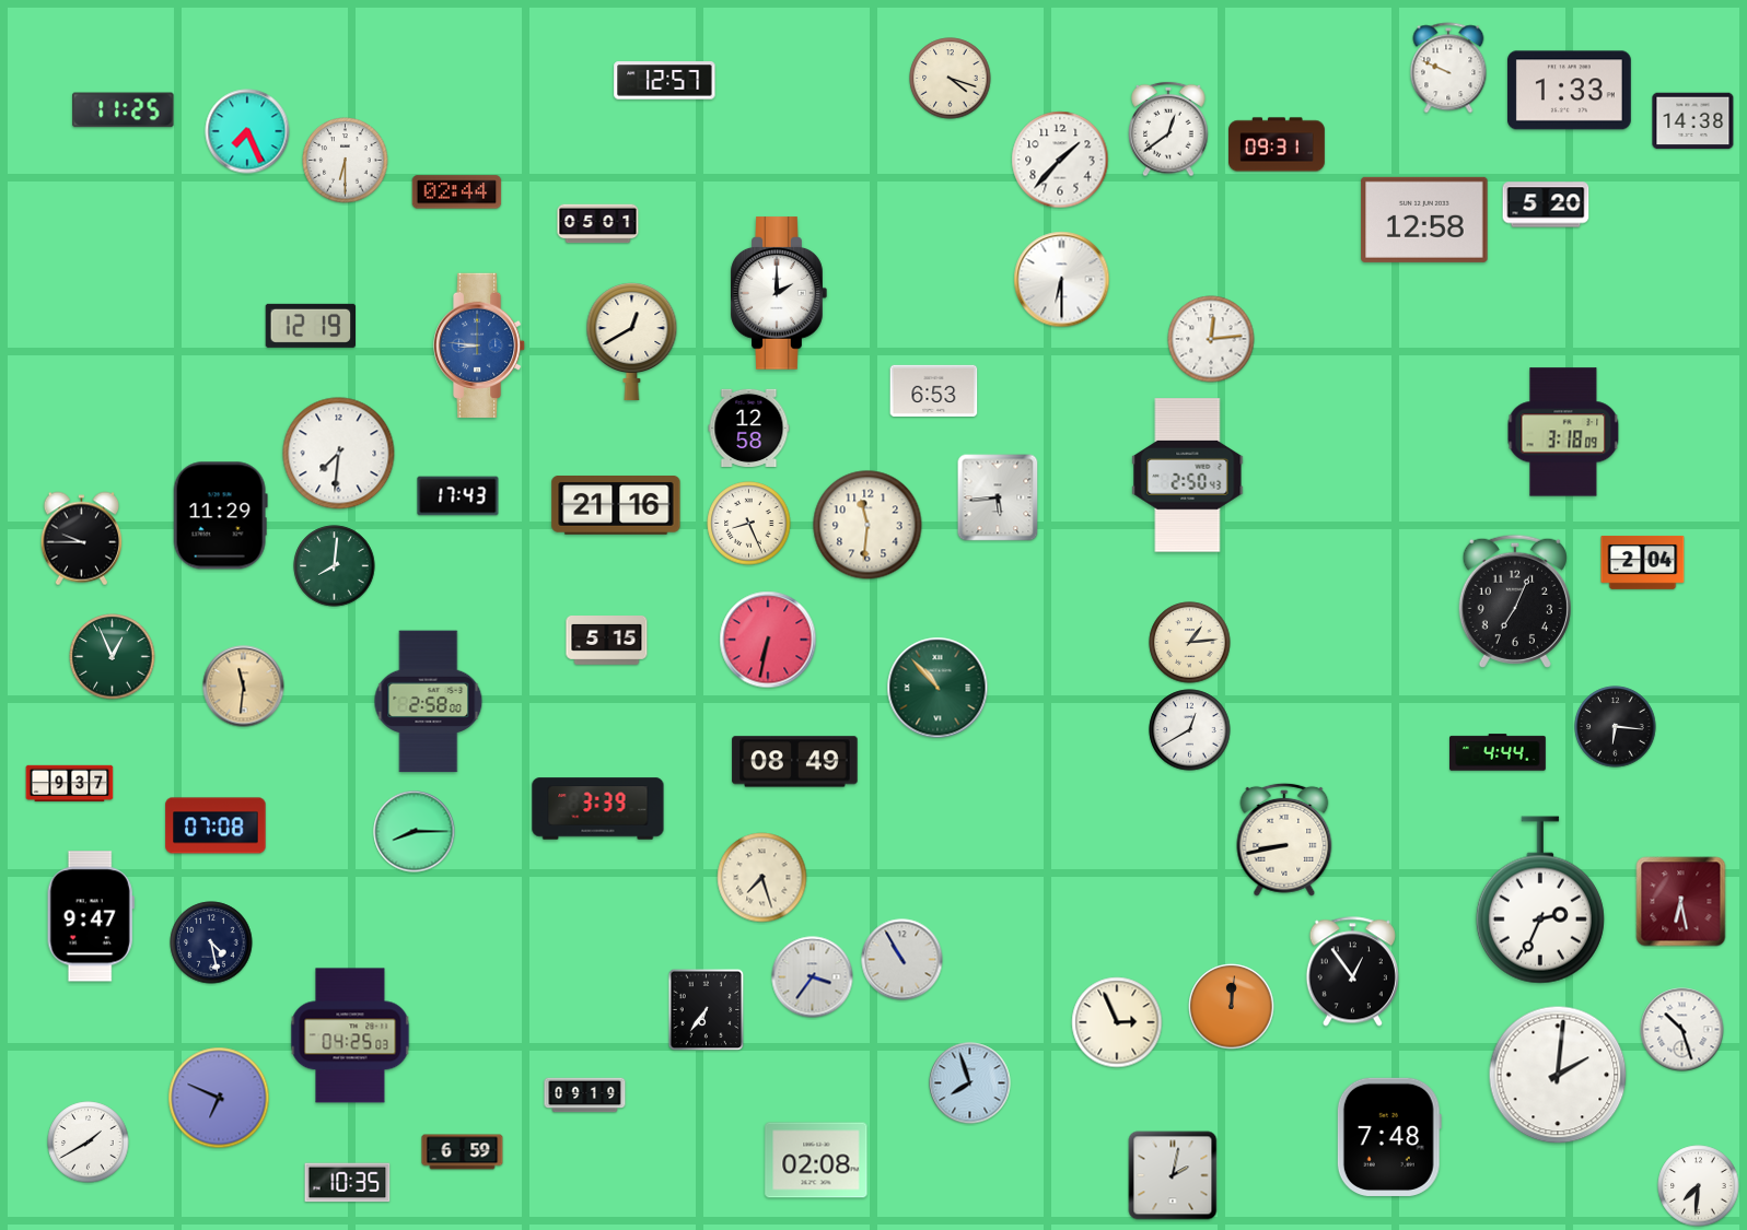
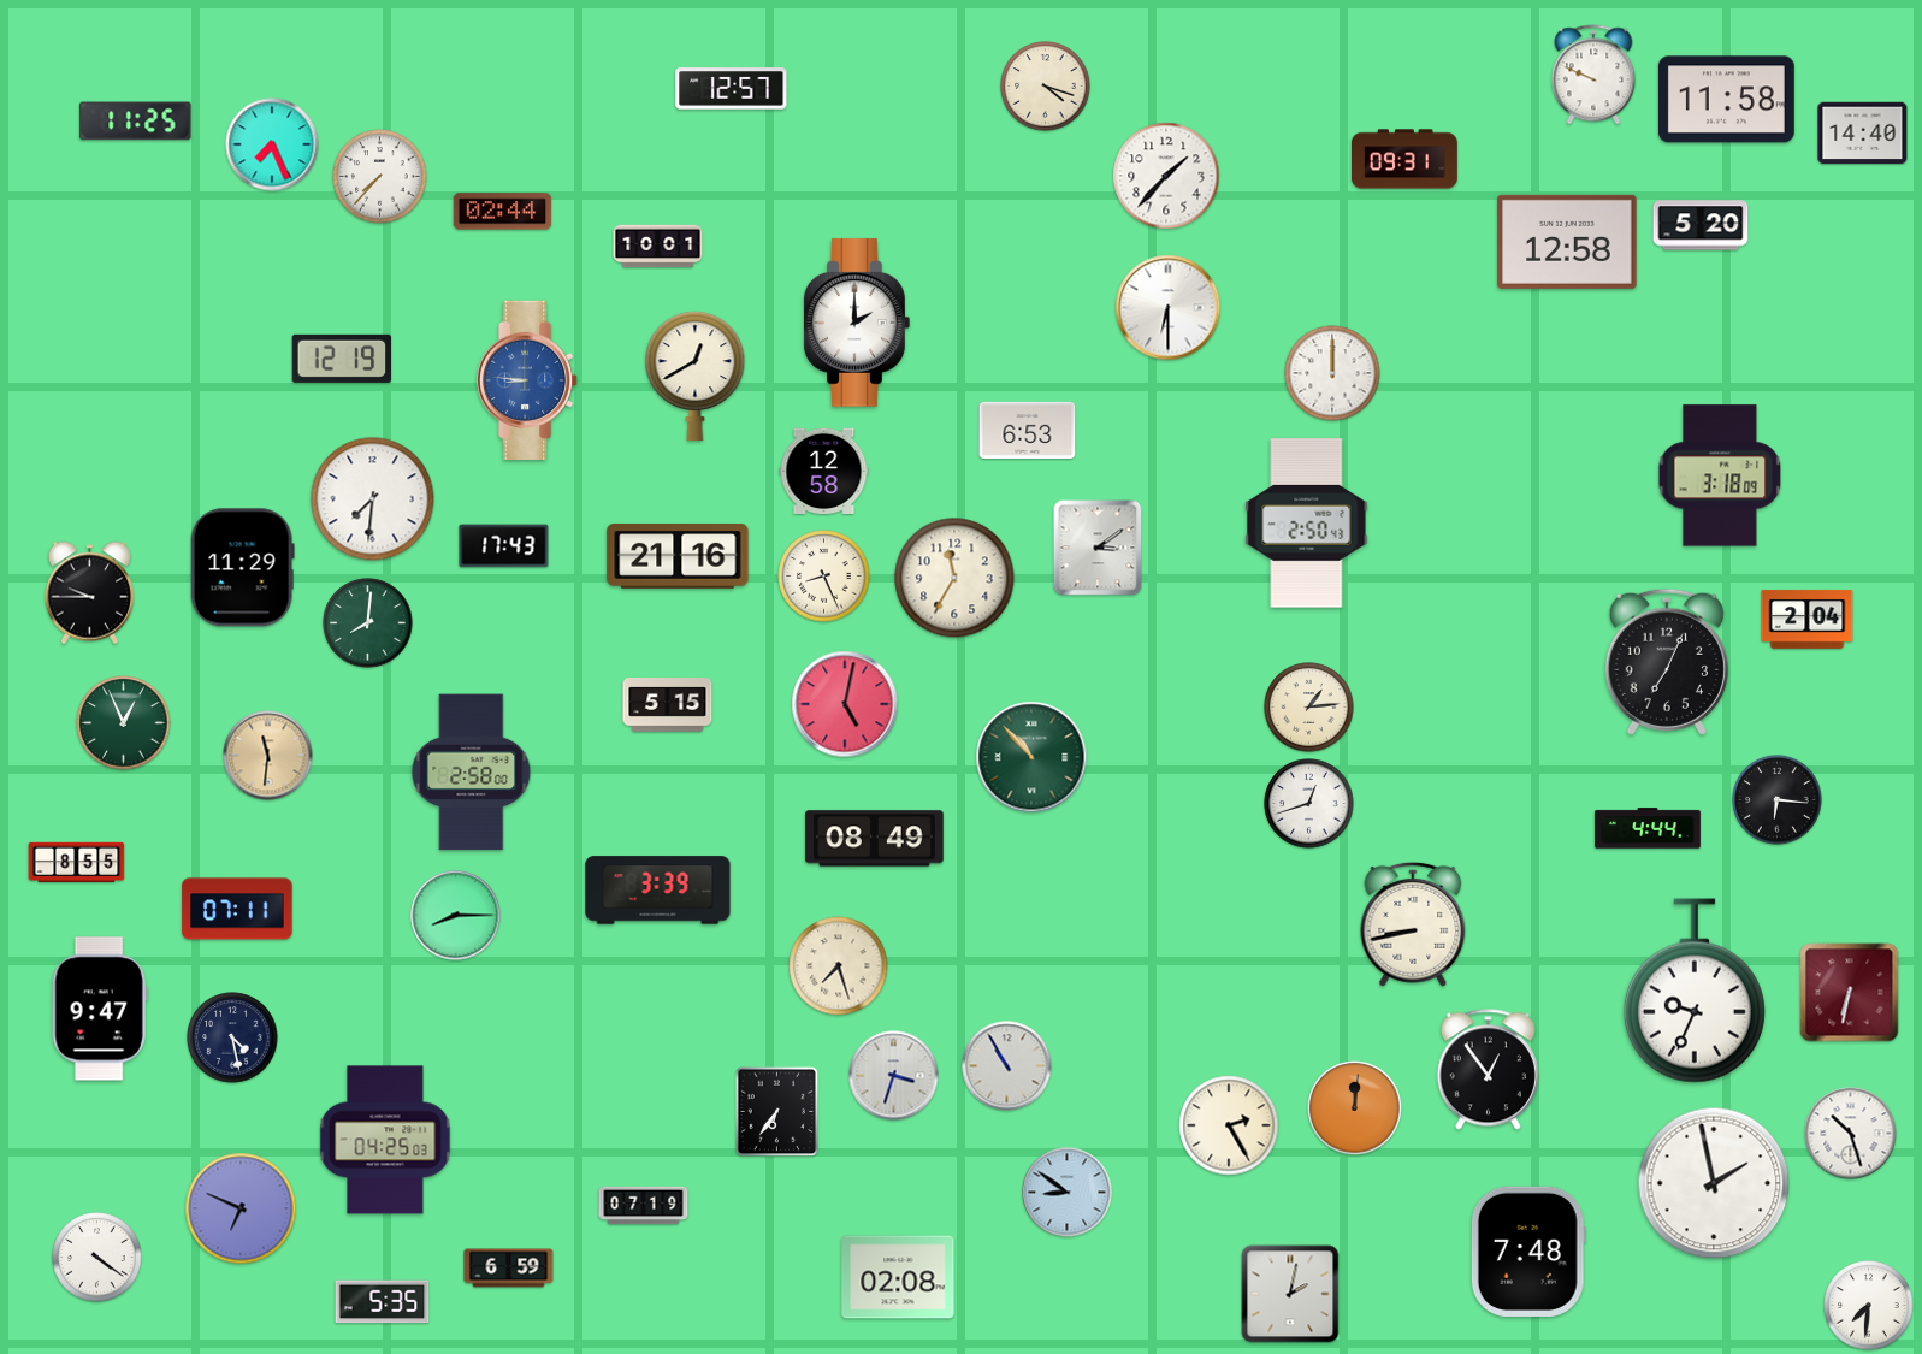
clock at (1569, 91): 1:33 -> 11:58
clock at (1693, 121): 14:38 -> 14:40
clock at (1168, 129): 12:39 -> none
clock at (346, 161): 6:30 -> 7:37
clock at (598, 224): 05:01 -> 10:01
clock at (1211, 339): 12:14 -> 12:00
clock at (998, 497): 5:44 -> 3:09
clock at (867, 525): 11:31 -> 11:35
clock at (768, 640): 6:32 -> 5:02
clock at (1190, 730): 12:40 -> 12:42
clock at (70, 783): 9:37 -> 8:55
clock at (216, 825): 07:08 -> 07:11
clock at (1540, 900): 2:34 -> 9:34
clock at (1681, 902): 6:28 -> 6:32
clock at (902, 960) position: (902, 960) -> (1007, 1066)
clock at (813, 977): 3:36 -> 3:33
clock at (1117, 1022): 2:56 -> 2:25
clock at (1558, 1075): 2:01 -> 1:58
clock at (970, 1083): 7:57 -> 8:51
clock at (585, 1096): 09:19 -> 07:19
clock at (89, 1143): 1:40 -> 4:21
clock at (348, 1183): 10:35 -> 5:35
